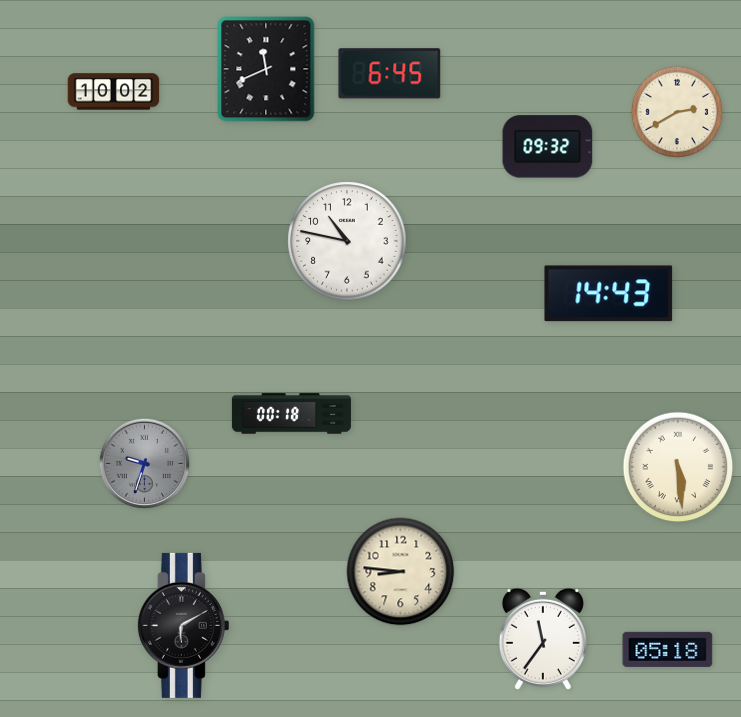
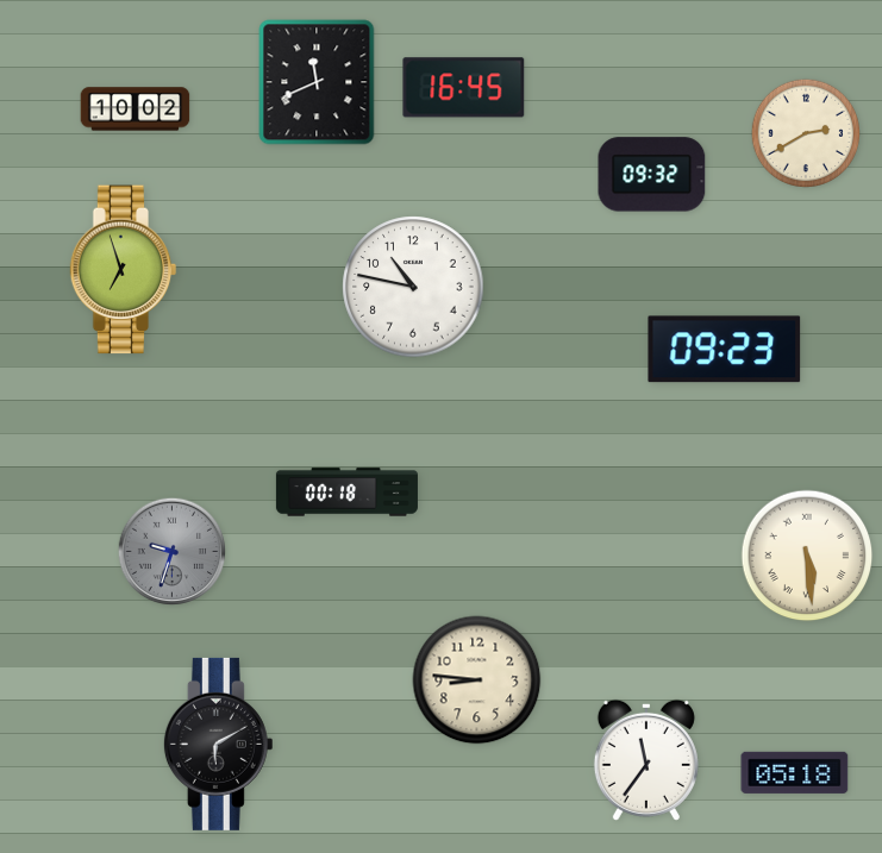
clock at (390, 74): 6:45 -> 16:45
clock at (124, 270): none -> 6:57
clock at (609, 294): 14:43 -> 09:23
